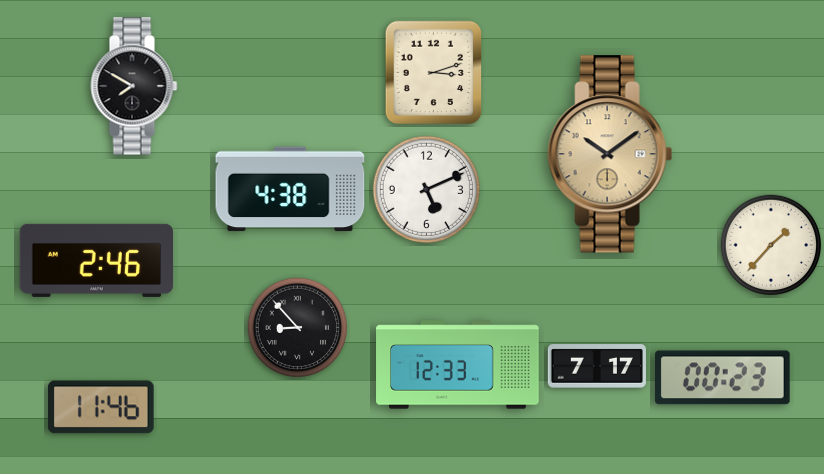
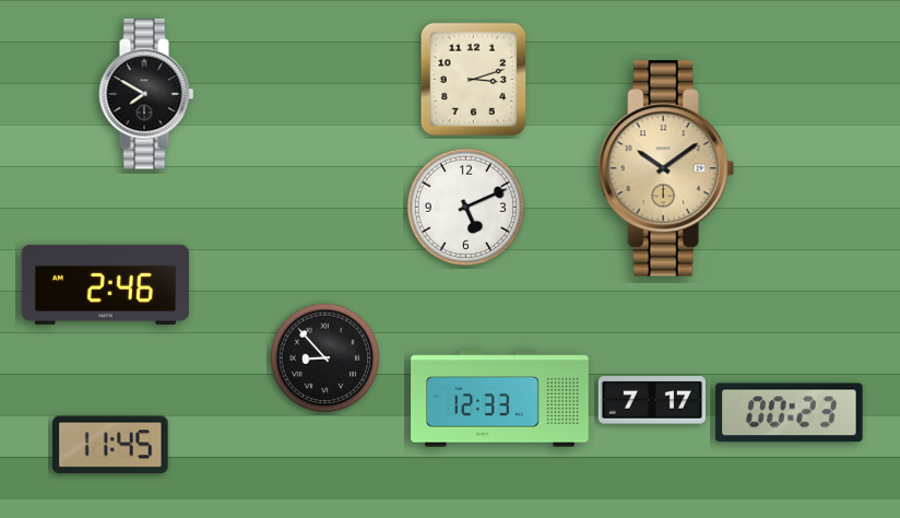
clock at (290, 189): 4:38 -> none
clock at (771, 245): 1:37 -> none
clock at (102, 407): 11:46 -> 11:45
